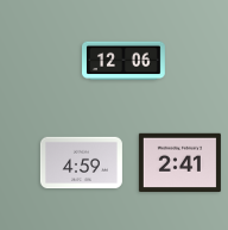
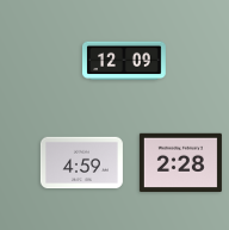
clock at (125, 61): 12:06 -> 12:09
clock at (179, 163): 2:41 -> 2:28
